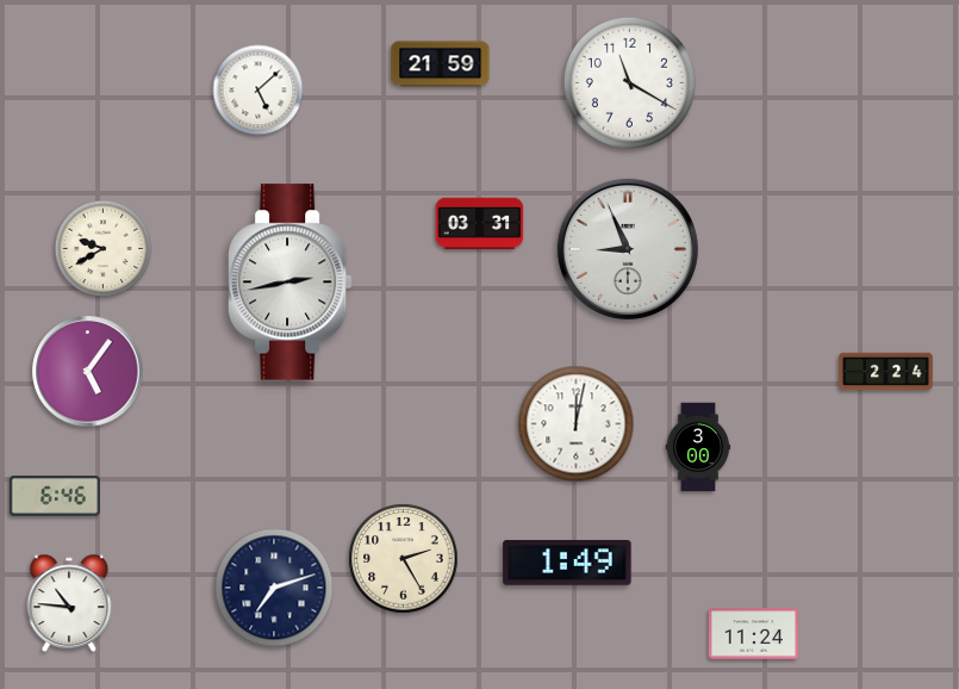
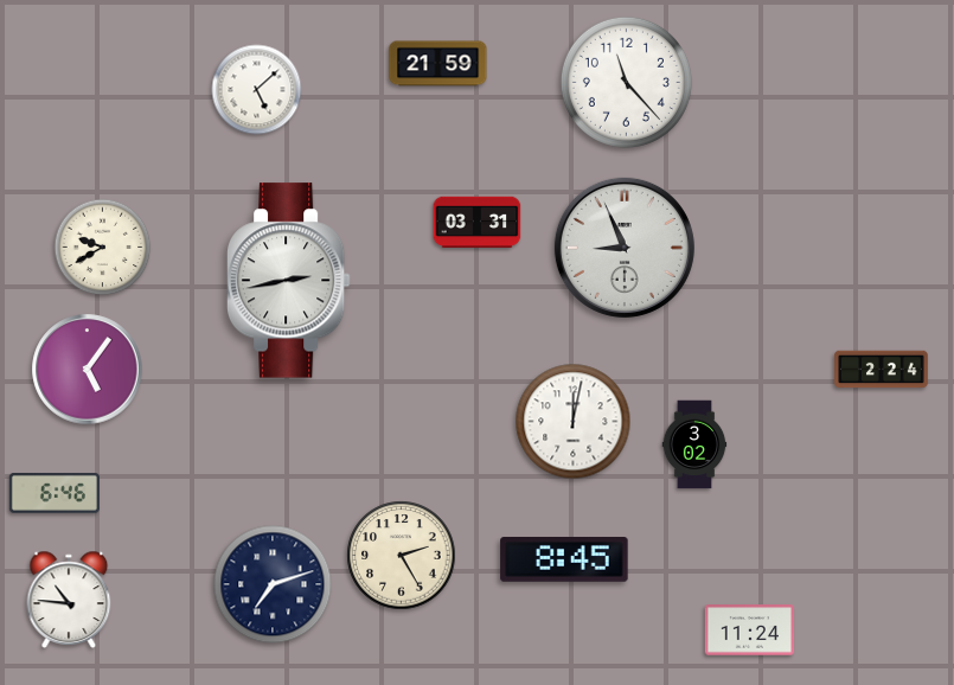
clock at (629, 82): 11:20 -> 11:23
clock at (698, 447): 3:00 -> 3:02
clock at (567, 564): 1:49 -> 8:45
